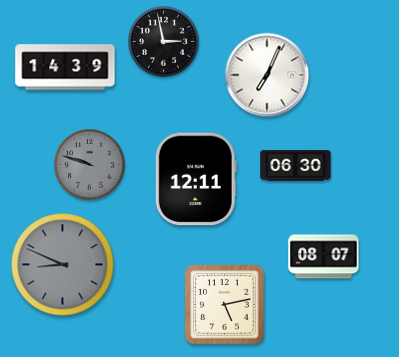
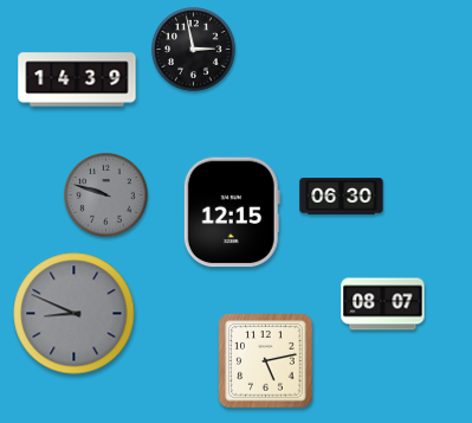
clock at (267, 75): 7:04 -> none
clock at (296, 166) position: (296, 166) -> (342, 197)
clock at (196, 179): 12:11 -> 12:15
